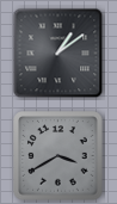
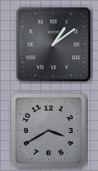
clock at (59, 54) position: (59, 54) -> (54, 45)
